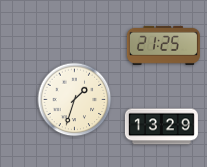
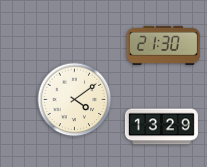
clock at (163, 45): 21:25 -> 21:30
clock at (75, 100): 1:33 -> 4:09
